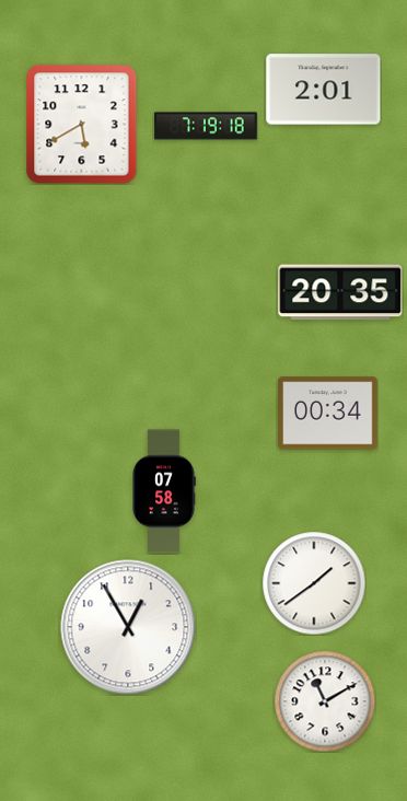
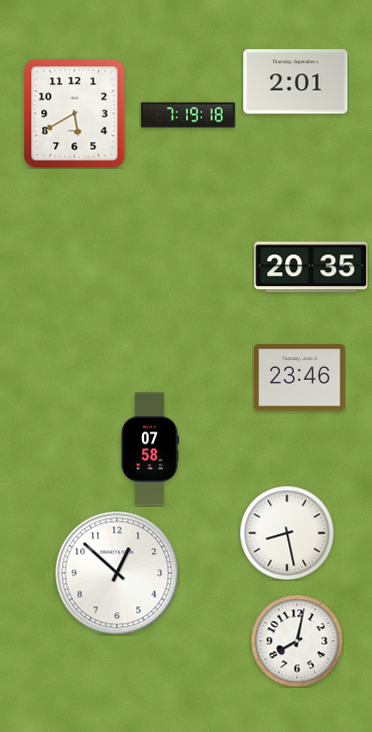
clock at (328, 414): 00:34 -> 23:46
clock at (314, 583): 1:39 -> 8:28
clock at (128, 627): 12:55 -> 12:52
clock at (325, 701): 11:10 -> 8:02
